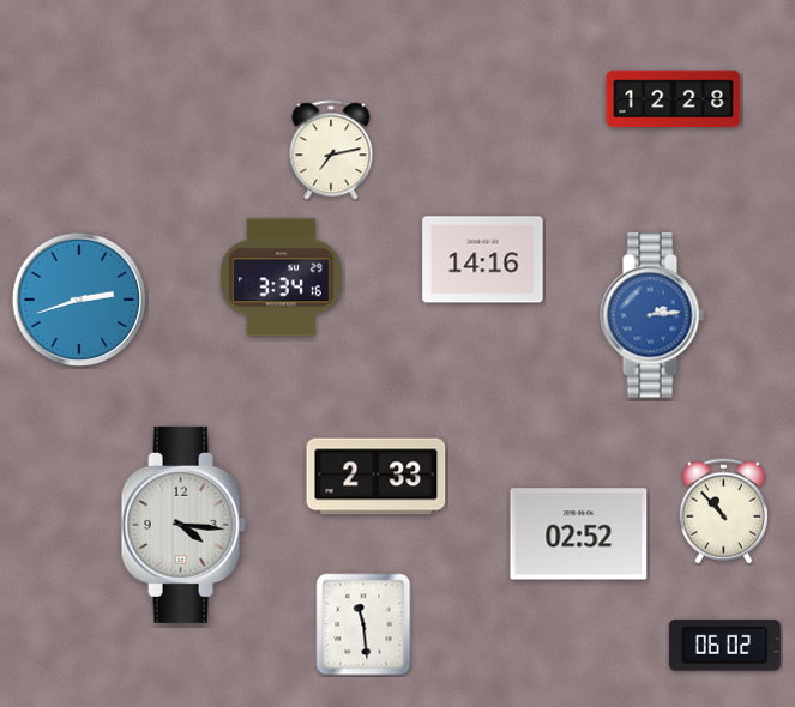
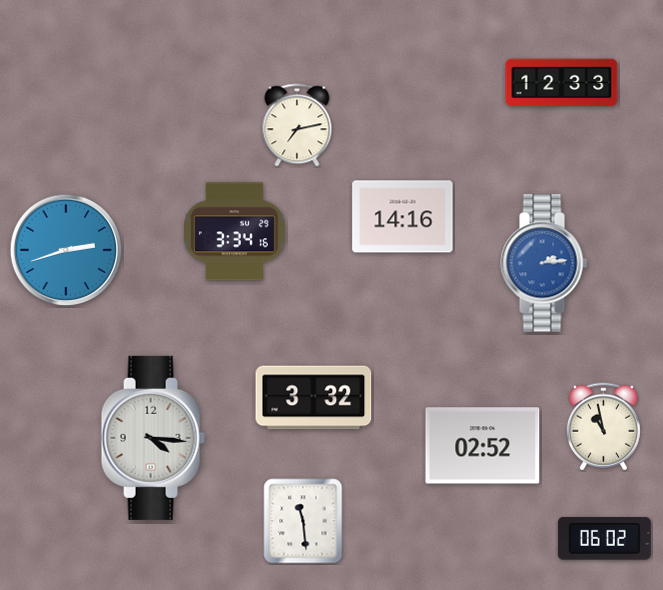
clock at (674, 99): 12:28 -> 12:33
clock at (331, 150) position: (331, 150) -> (297, 125)
clock at (377, 477): 2:33 -> 3:32
clock at (723, 512): 10:53 -> 10:58
